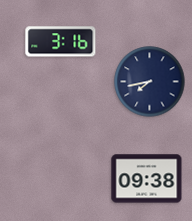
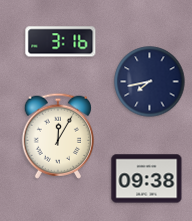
clock at (57, 136): none -> 12:05
